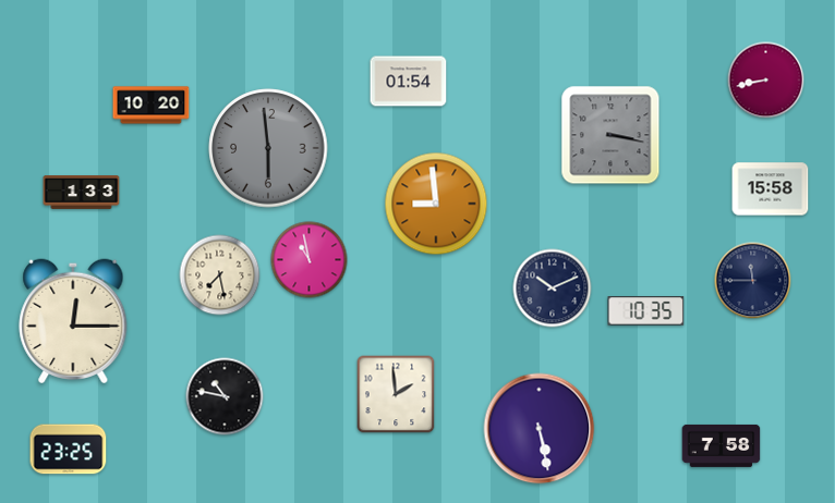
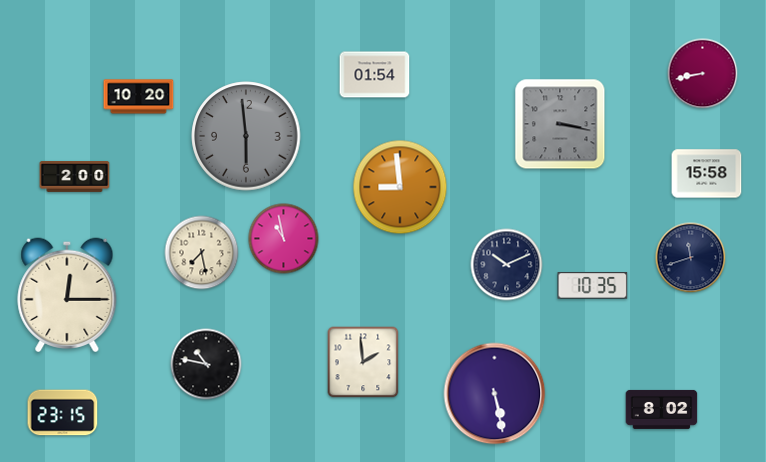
clock at (82, 193): 1:33 -> 2:00
clock at (753, 281): 11:45 -> 11:42
clock at (722, 445): 7:58 -> 8:02
clock at (69, 450): 23:25 -> 23:15
